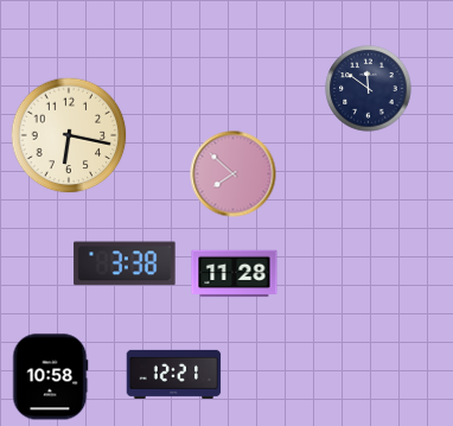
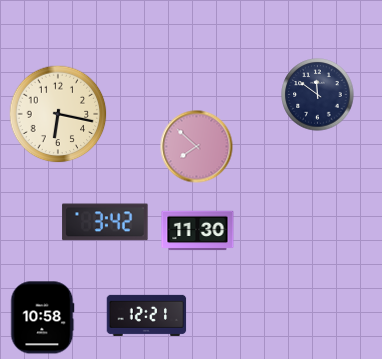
clock at (369, 89) position: (369, 89) -> (318, 95)
clock at (125, 263): 3:38 -> 3:42
clock at (235, 274): 11:28 -> 11:30
